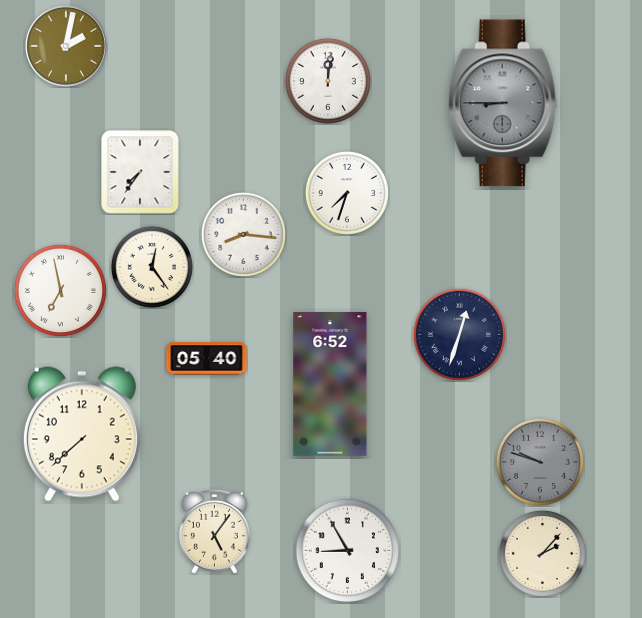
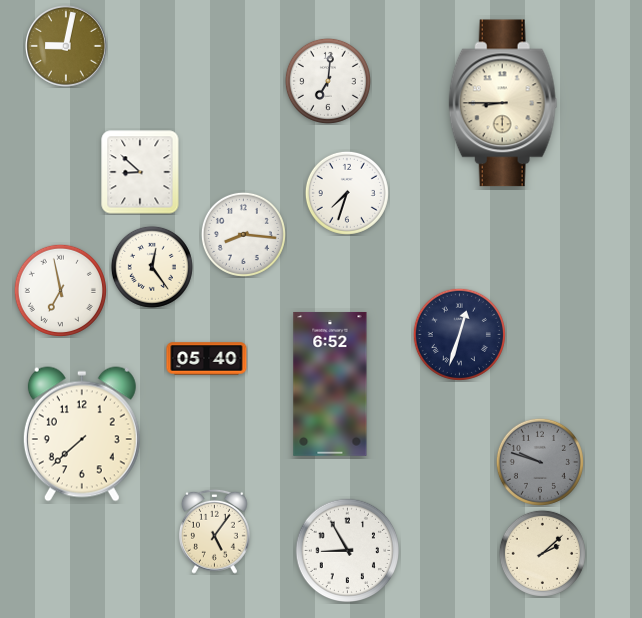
clock at (67, 47): 2:02 -> 9:02
clock at (328, 81): 12:01 -> 7:01
clock at (503, 103) dial: grey -> cream
clock at (140, 172): 7:36 -> 8:52
clock at (542, 553): 2:07 -> 2:08
